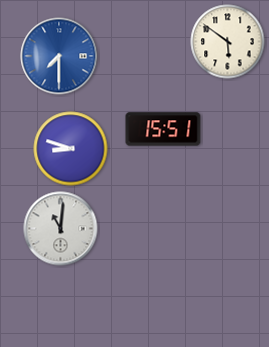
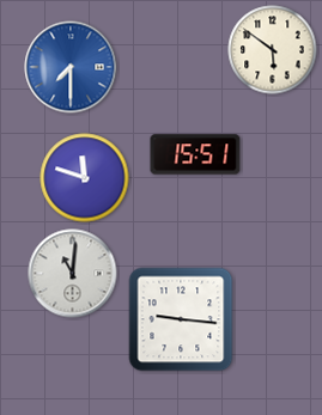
clock at (71, 149): 8:48 -> 11:48
clock at (181, 319): none -> 9:16
